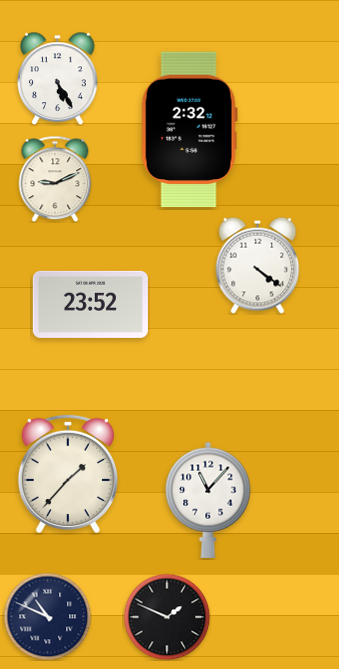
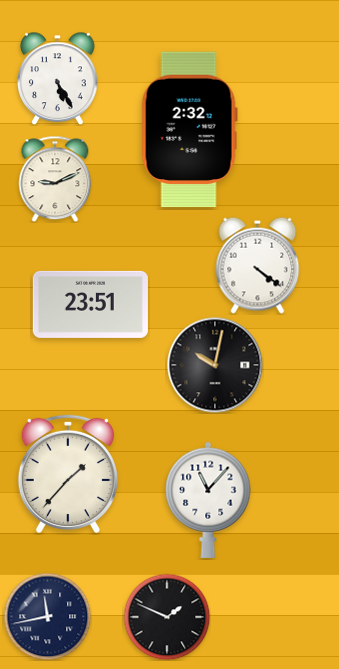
clock at (90, 304): 23:52 -> 23:51
clock at (215, 365): none -> 10:02
clock at (47, 616): 10:49 -> 11:43
